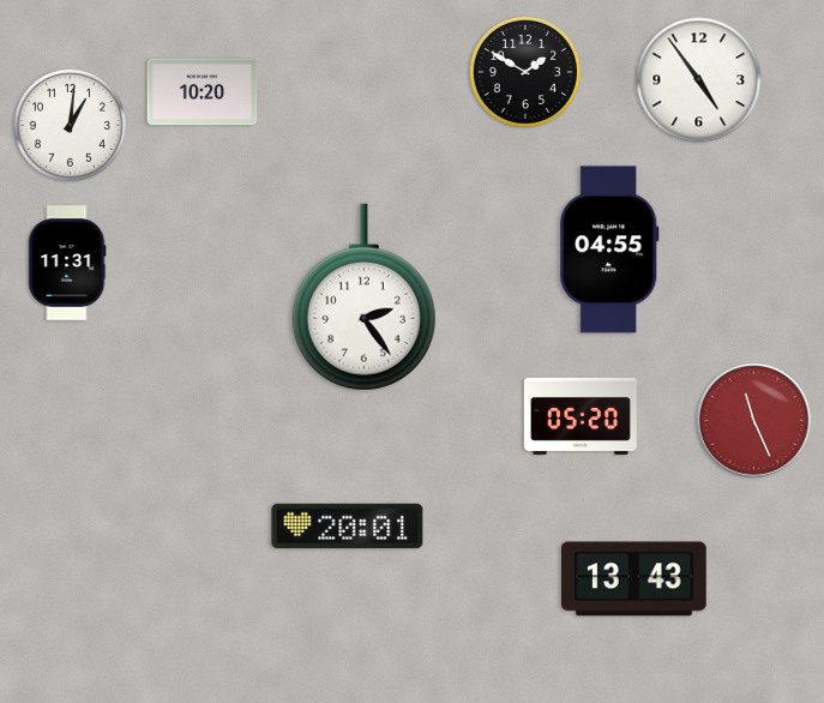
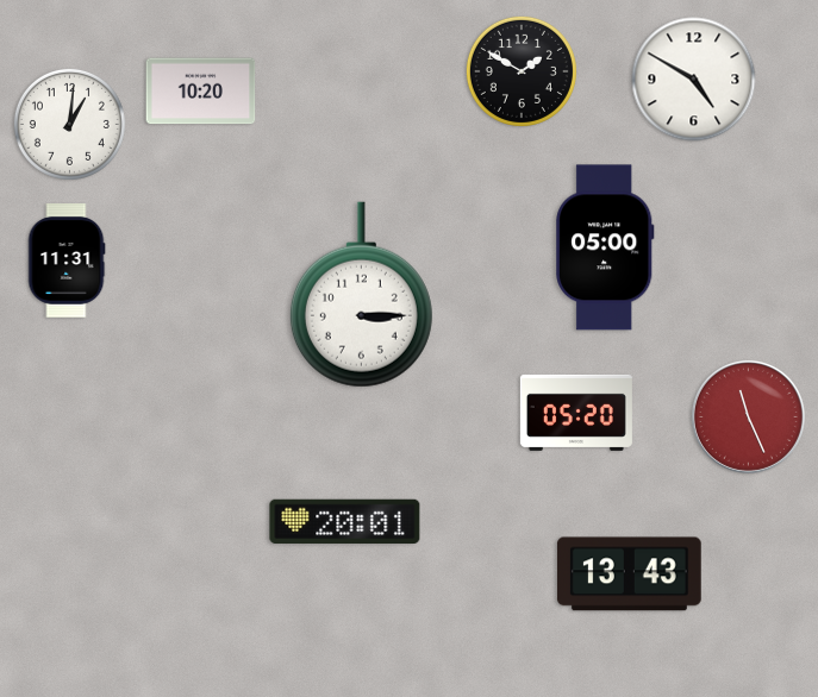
clock at (699, 80): 4:54 -> 4:50
clock at (609, 250): 04:55 -> 05:00
clock at (363, 298): 2:24 -> 3:15
